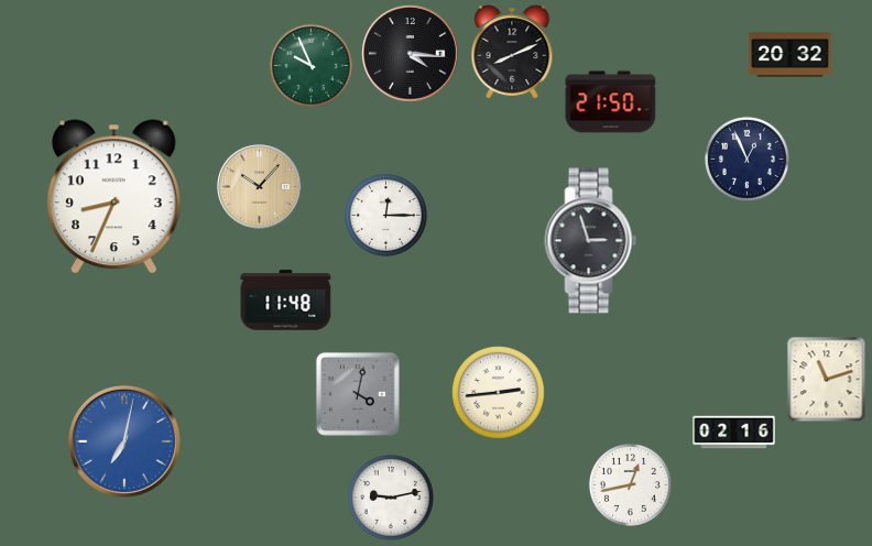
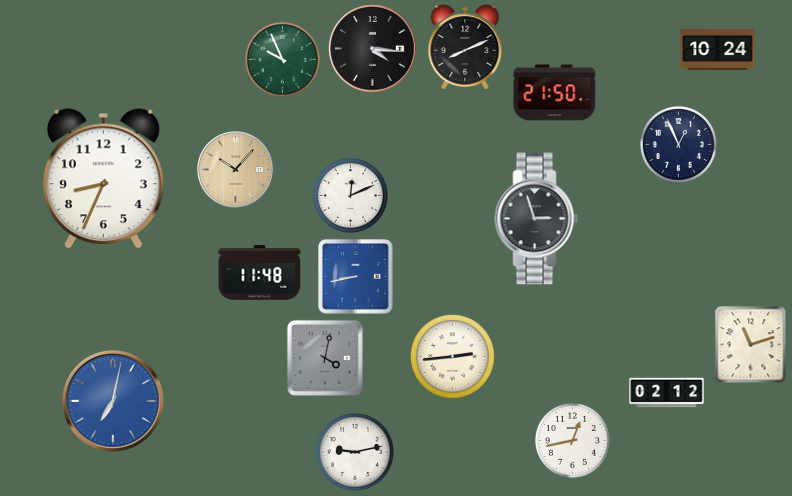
clock at (791, 54): 20:32 -> 10:24
clock at (385, 215): 12:15 -> 12:11
clock at (356, 277): none -> 8:43
clock at (734, 433): 02:16 -> 02:12
